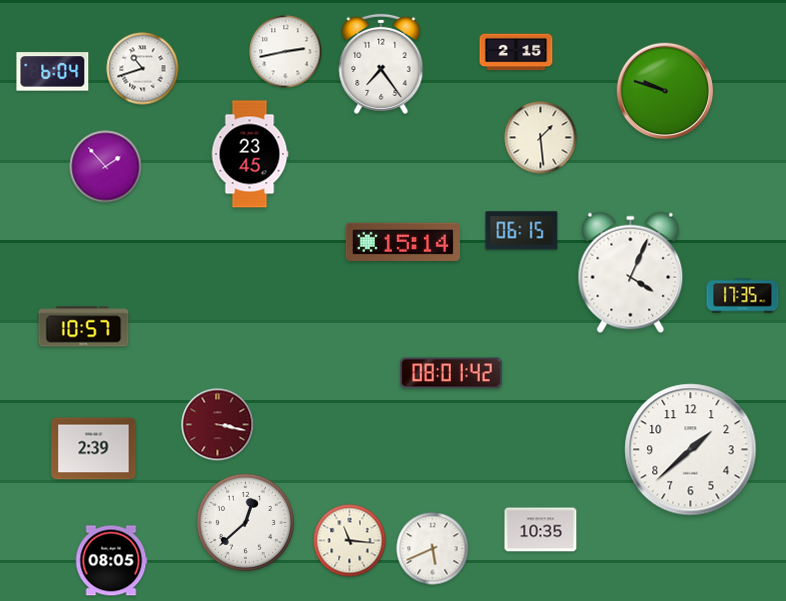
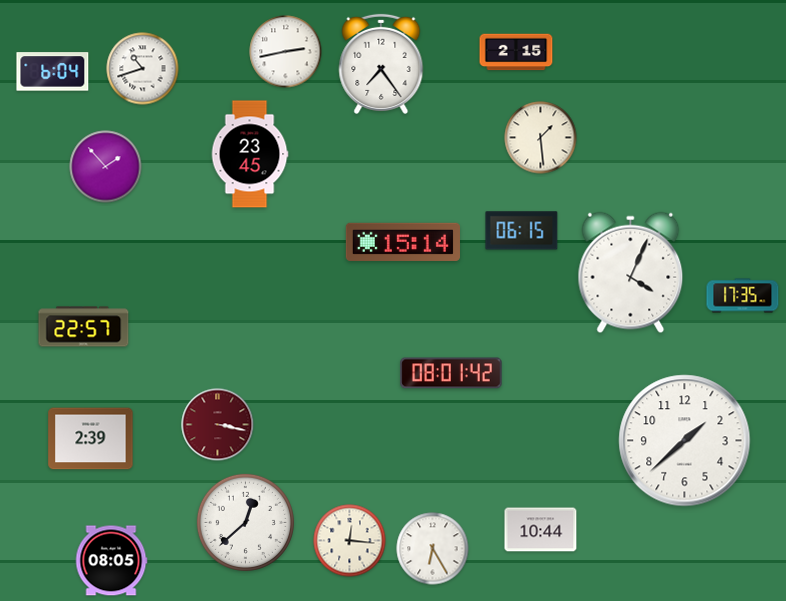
clock at (665, 91): 9:48 -> none
clock at (84, 327): 10:57 -> 22:57
clock at (94, 449) position: (94, 449) -> (91, 439)
clock at (691, 450) position: (691, 450) -> (685, 441)
clock at (541, 530): 10:35 -> 10:44
clock at (350, 541): 11:16 -> 12:16
clock at (433, 549): 5:41 -> 6:25
